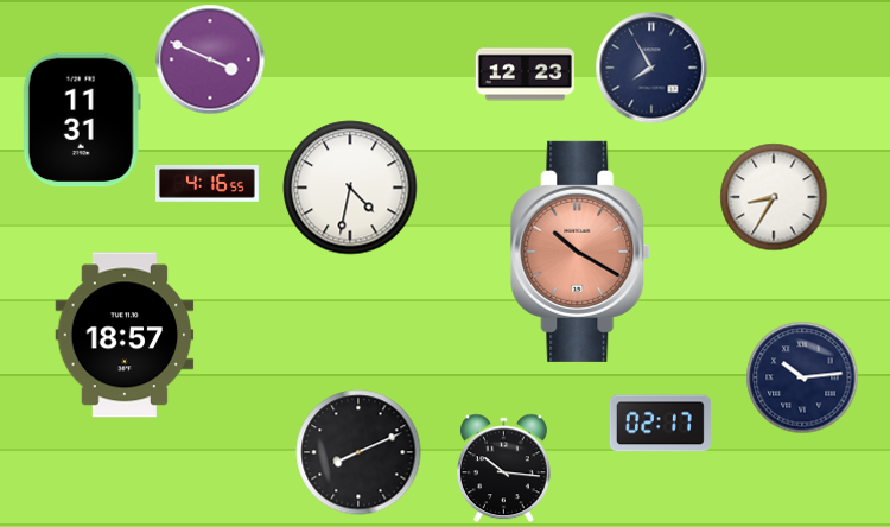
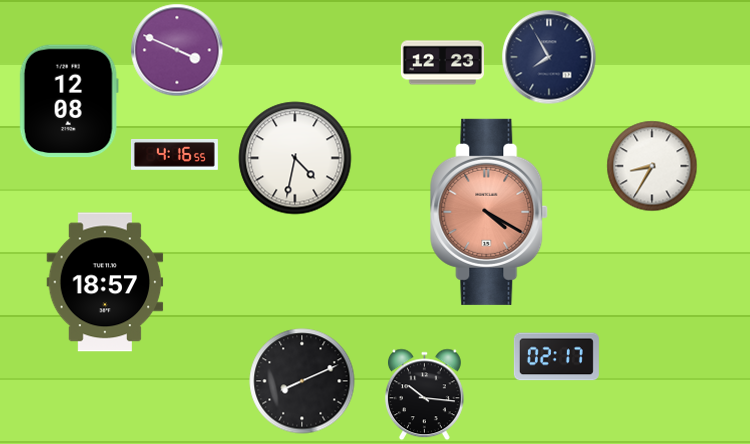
clock at (82, 120): 11:31 -> 12:08
clock at (581, 252): 10:20 -> 4:20
clock at (802, 377): 10:14 -> none
